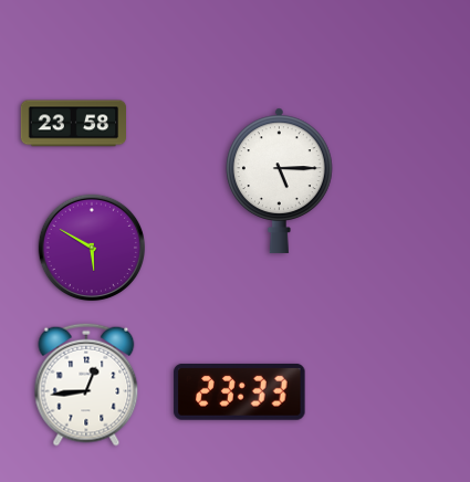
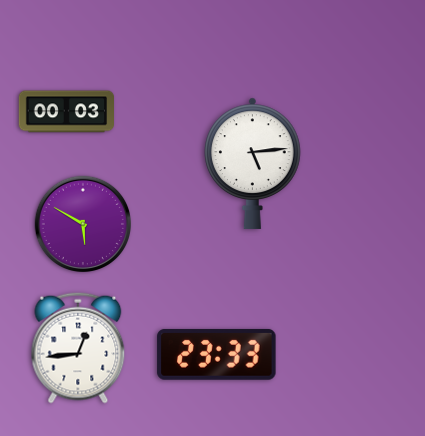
clock at (73, 124): 23:58 -> 00:03
clock at (280, 180): 5:15 -> 5:14
